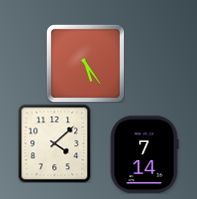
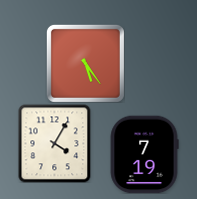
clock at (55, 143): 4:08 -> 4:05
clock at (144, 154): 7:14 -> 7:19
